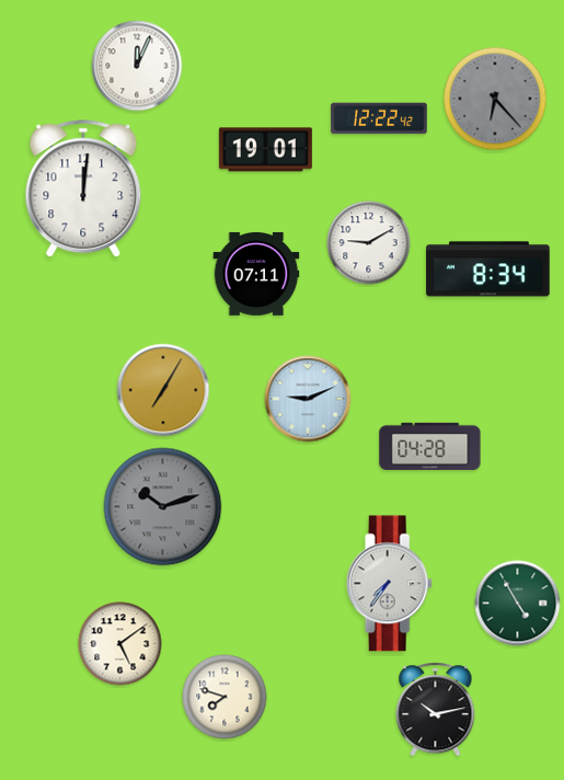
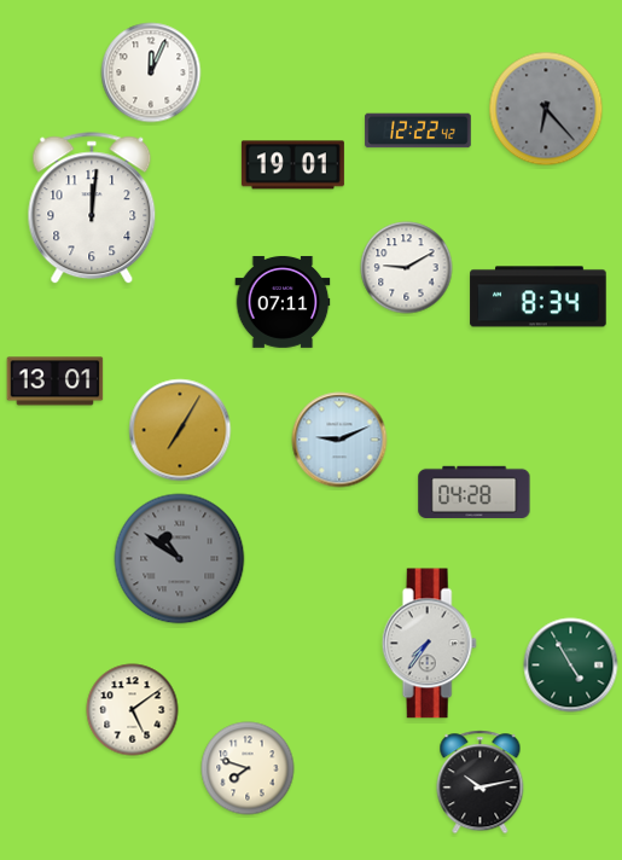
clock at (56, 382): none -> 13:01
clock at (163, 507): 10:12 -> 10:51
